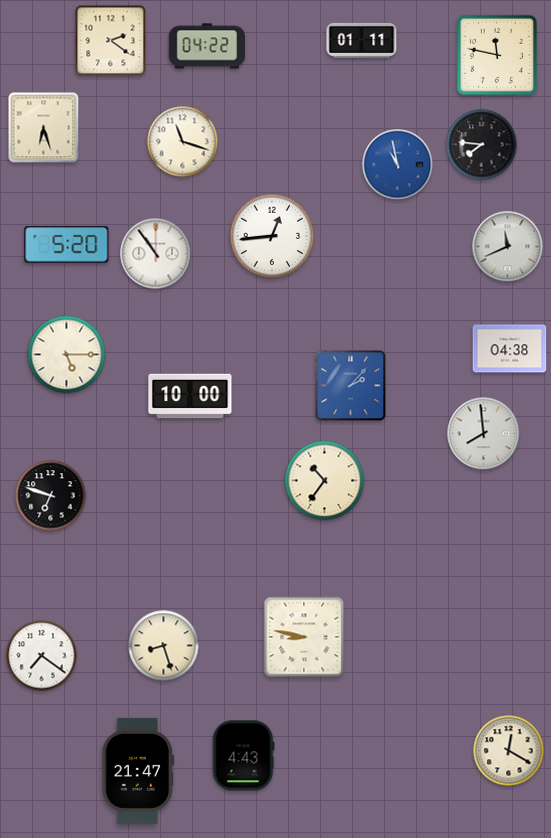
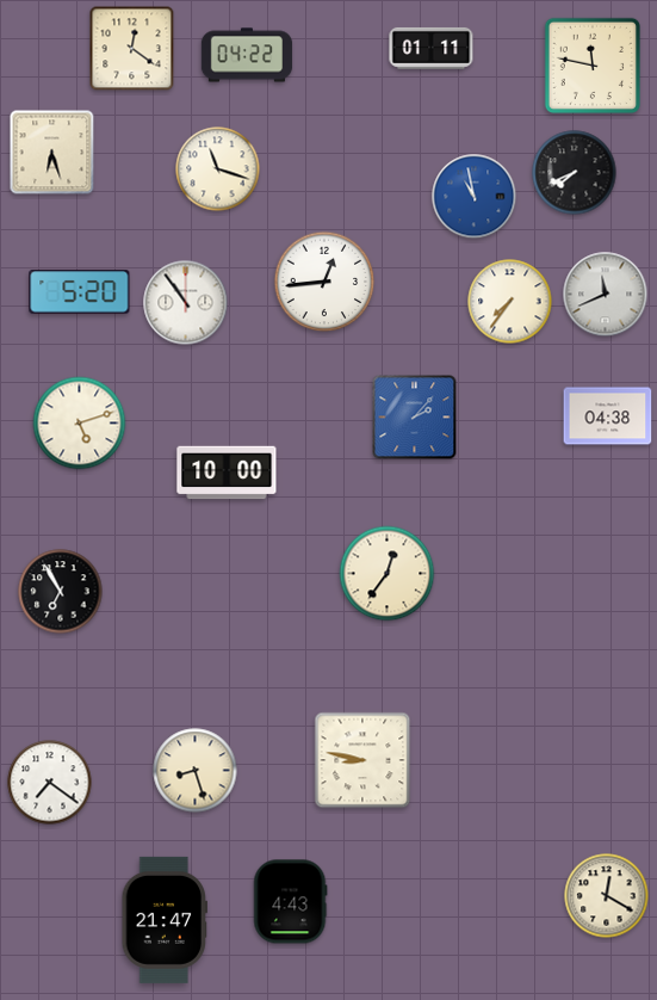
clock at (111, 41): 2:21 -> 12:21
clock at (482, 145): 7:46 -> 7:41
clock at (510, 302): none -> 7:36
clock at (67, 355): 5:15 -> 5:12
clock at (351, 386) position: (351, 386) -> (415, 418)
clock at (484, 434): 7:59 -> none
clock at (325, 481): 10:36 -> 12:36
clock at (51, 496): 6:48 -> 6:55
